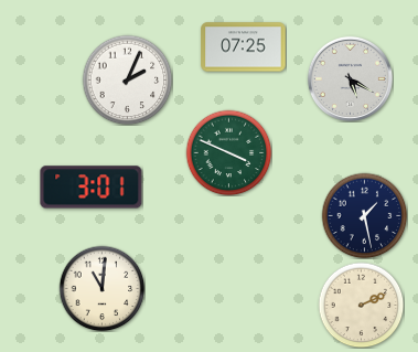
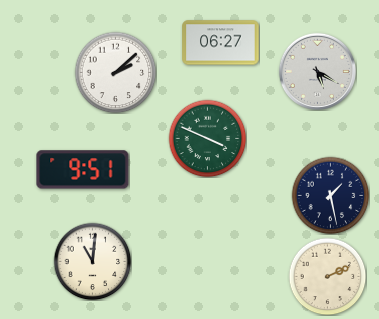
clock at (244, 47): 07:25 -> 06:27
clock at (127, 79): 2:04 -> 2:08
clock at (92, 188): 3:01 -> 9:51
